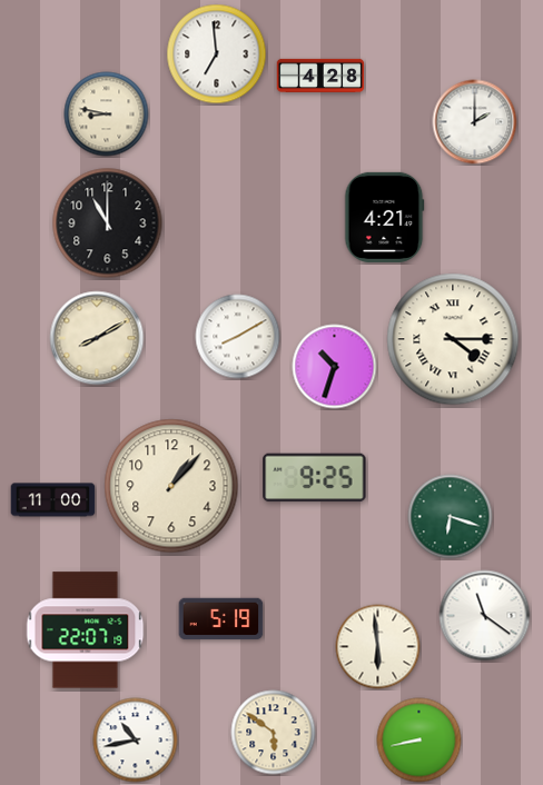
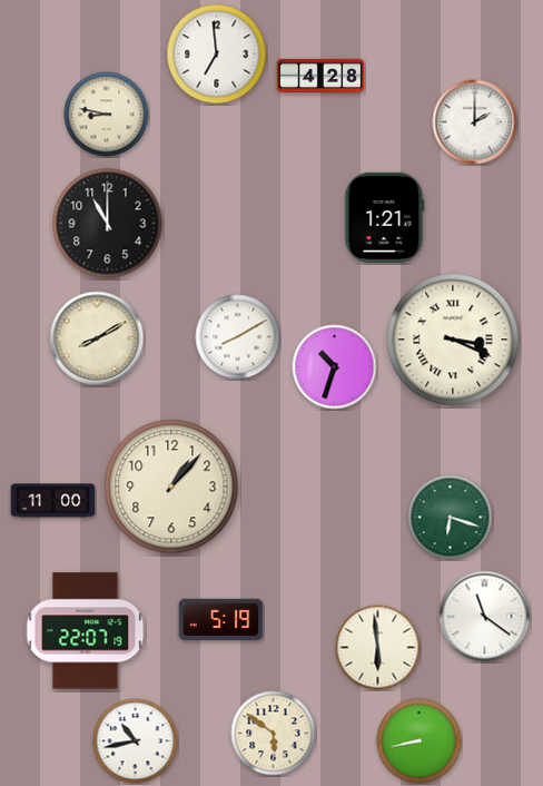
clock at (385, 217): 4:21 -> 1:21
clock at (453, 339): 4:15 -> 3:19
clock at (315, 478): 9:25 -> none
